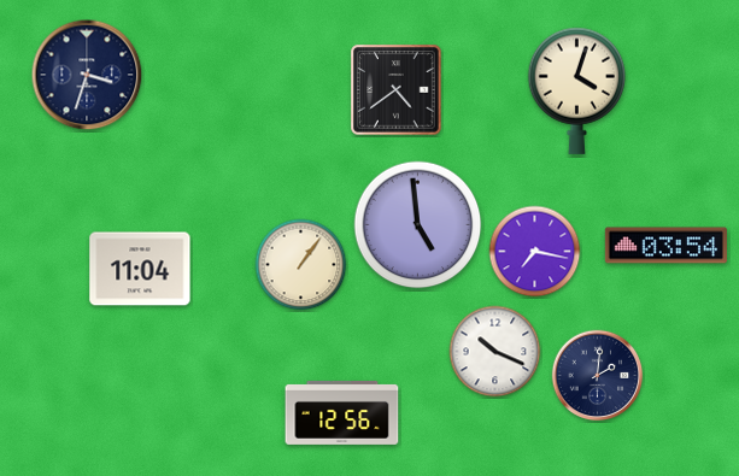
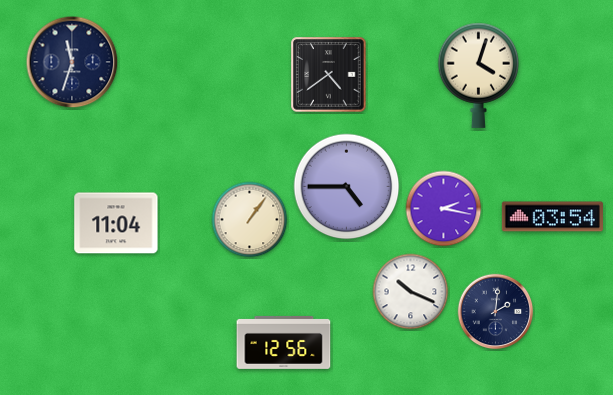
clock at (87, 75): 3:33 -> 11:33
clock at (418, 225): 4:59 -> 4:45
clock at (665, 246) position: (665, 246) -> (552, 217)
clock at (535, 252): 7:17 -> 2:17
